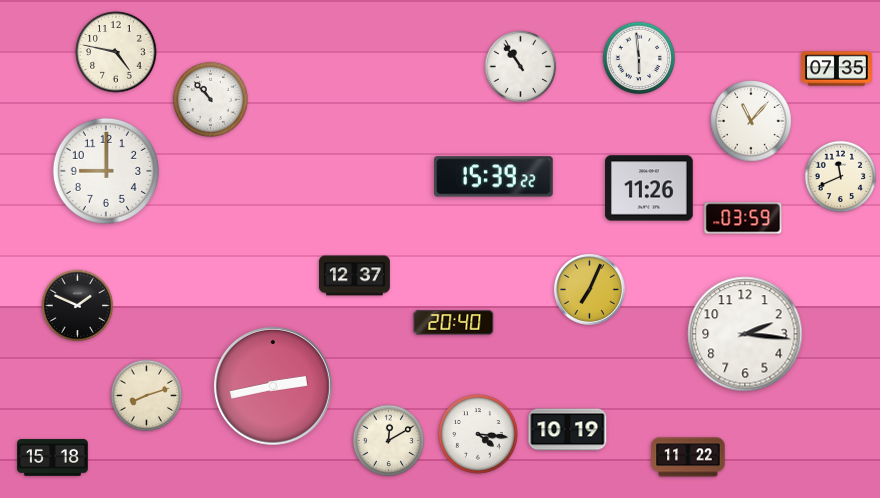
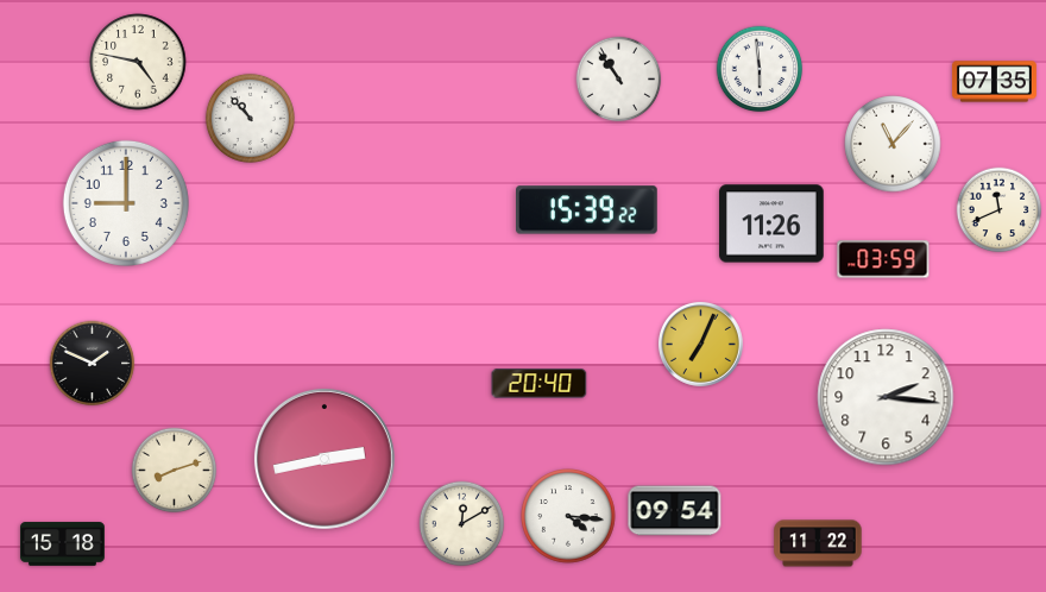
clock at (354, 276): 12:37 -> none
clock at (568, 430): 10:19 -> 09:54
